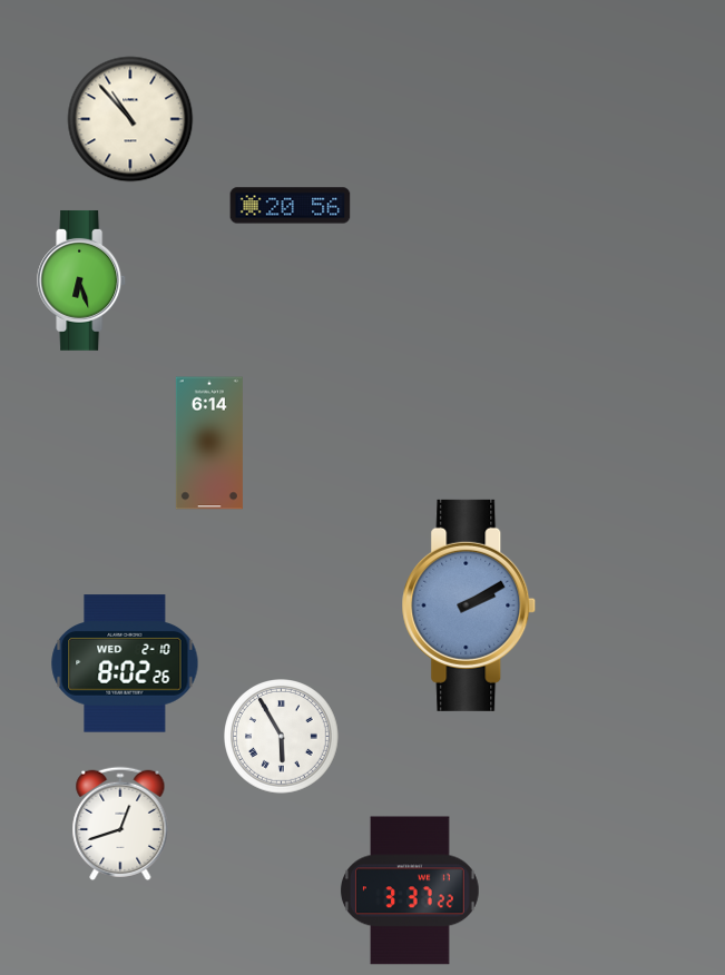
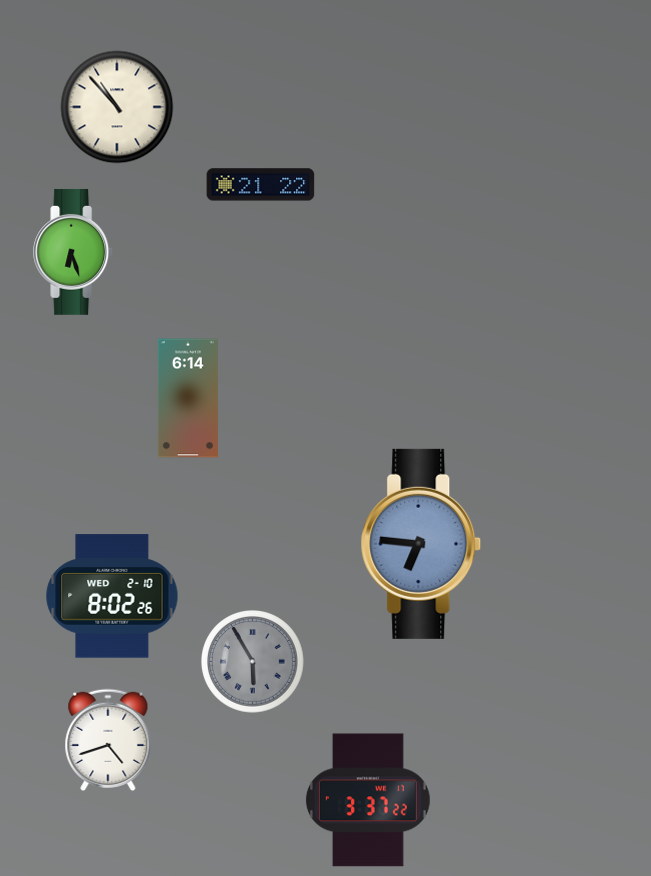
clock at (291, 206): 20:56 -> 21:22
clock at (469, 605): 2:10 -> 6:46
clock at (282, 737) dial: white -> grey
clock at (120, 824): 12:42 -> 4:42
